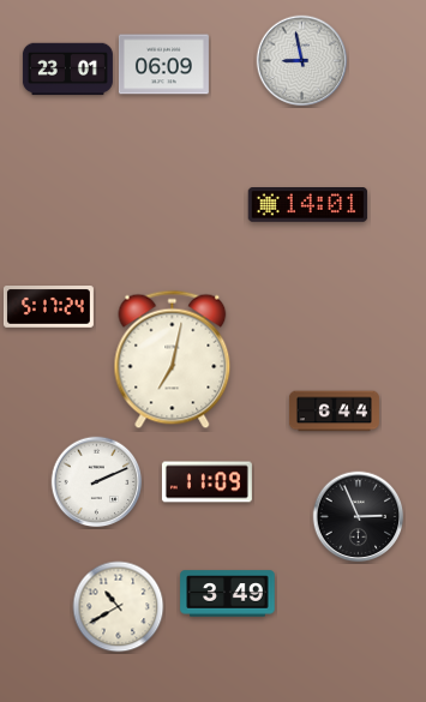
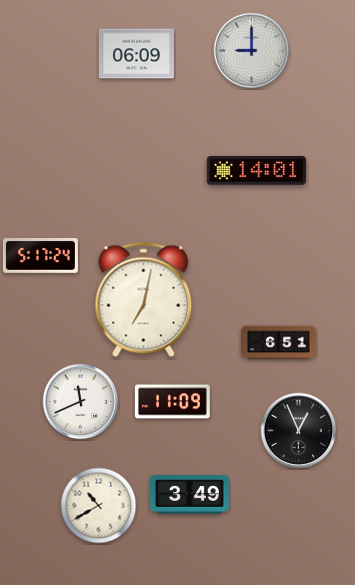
clock at (302, 61): 8:58 -> 9:00
clock at (67, 70): 23:01 -> none
clock at (334, 412): 6:44 -> 6:51
clock at (97, 482): 2:11 -> 11:41
clock at (359, 517): 2:56 -> 12:56
